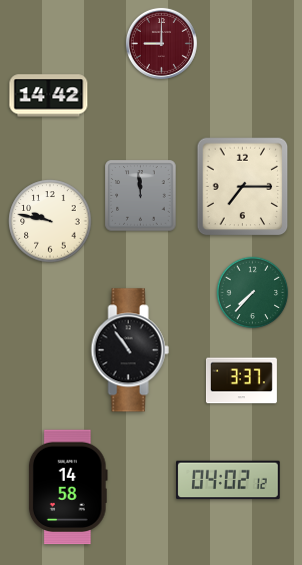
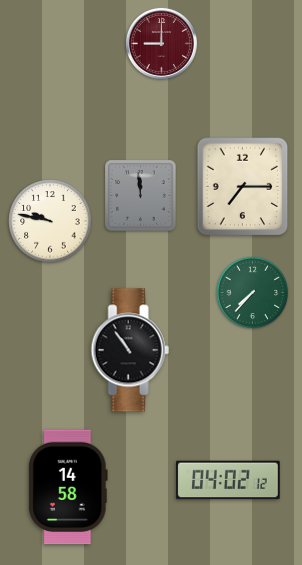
clock at (49, 96): 14:42 -> none
clock at (241, 381): 3:37 -> none
